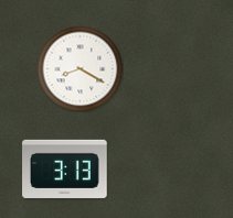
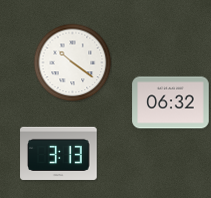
clock at (80, 68): 8:20 -> 10:21
clock at (171, 103): none -> 06:32
